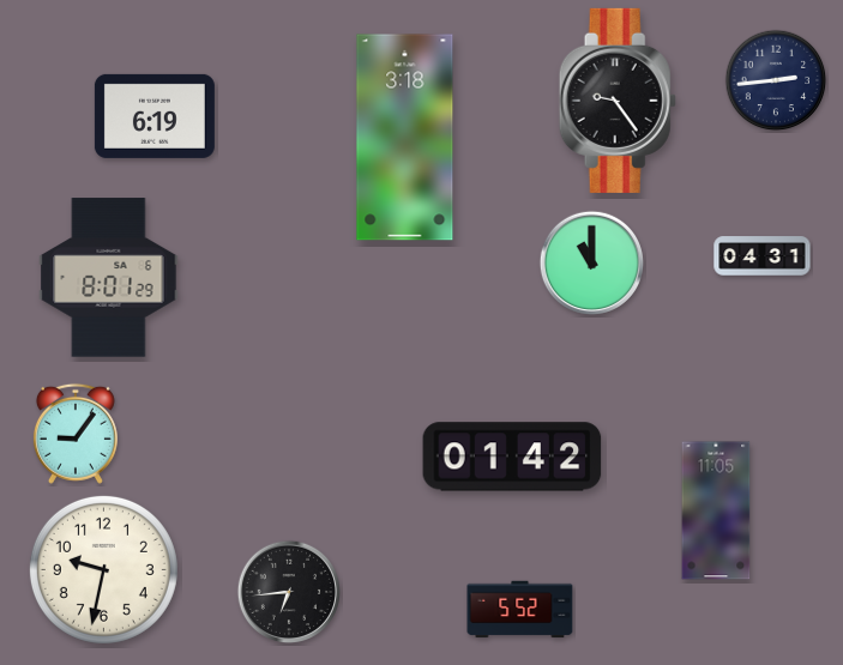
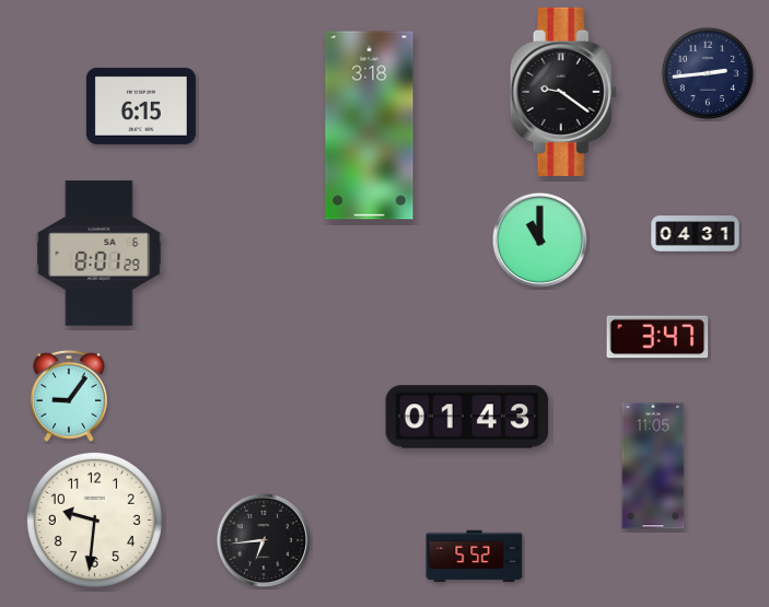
clock at (618, 101): 9:24 -> 9:21
clock at (155, 116): 6:19 -> 6:15
clock at (657, 337): none -> 3:47
clock at (512, 457): 01:42 -> 01:43
clock at (103, 569): 9:32 -> 9:31
